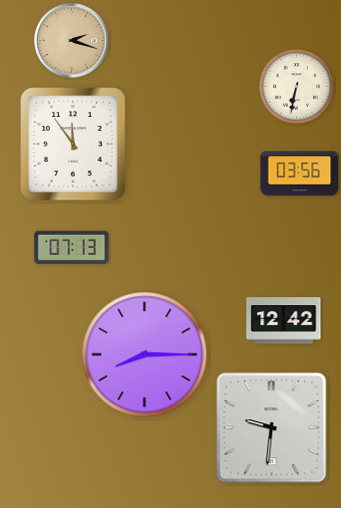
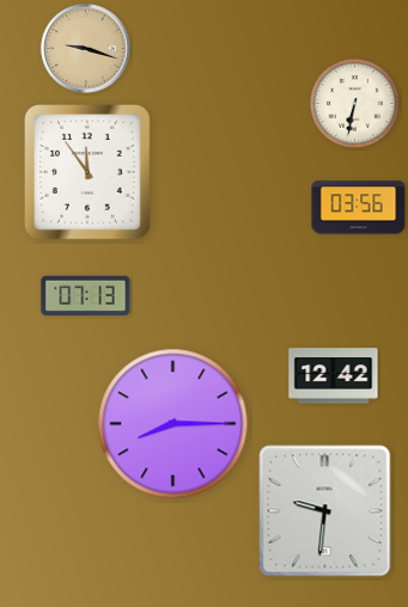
clock at (72, 41): 2:18 -> 9:18
clock at (284, 321) position: (284, 321) -> (334, 376)
